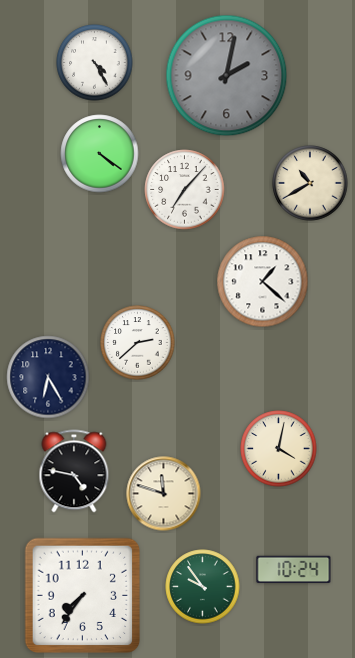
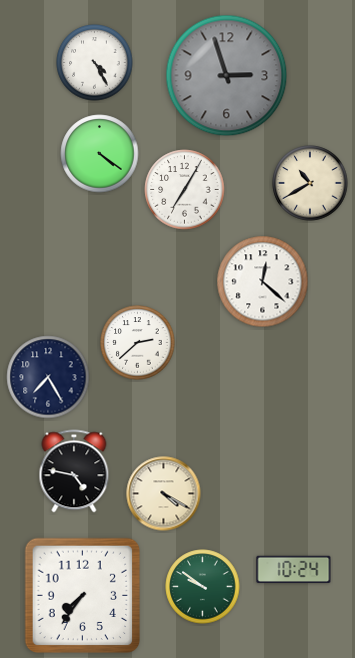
clock at (227, 76): 2:02 -> 2:57
clock at (185, 190): 7:07 -> 7:05
clock at (263, 282): 1:22 -> 12:22
clock at (48, 377): 6:25 -> 7:25
clock at (279, 449): 4:02 -> none
clock at (164, 494): 11:48 -> 4:20
clock at (203, 587): 9:54 -> 9:51
